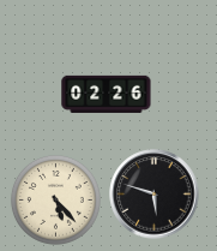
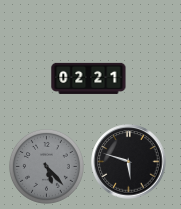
clock at (107, 94): 02:26 -> 02:21
clock at (55, 199) dial: cream -> grey
